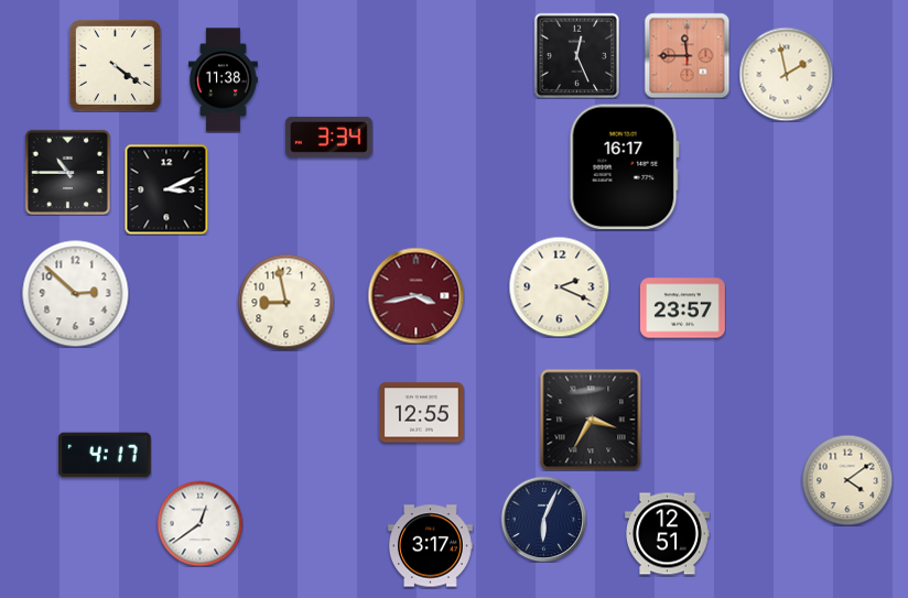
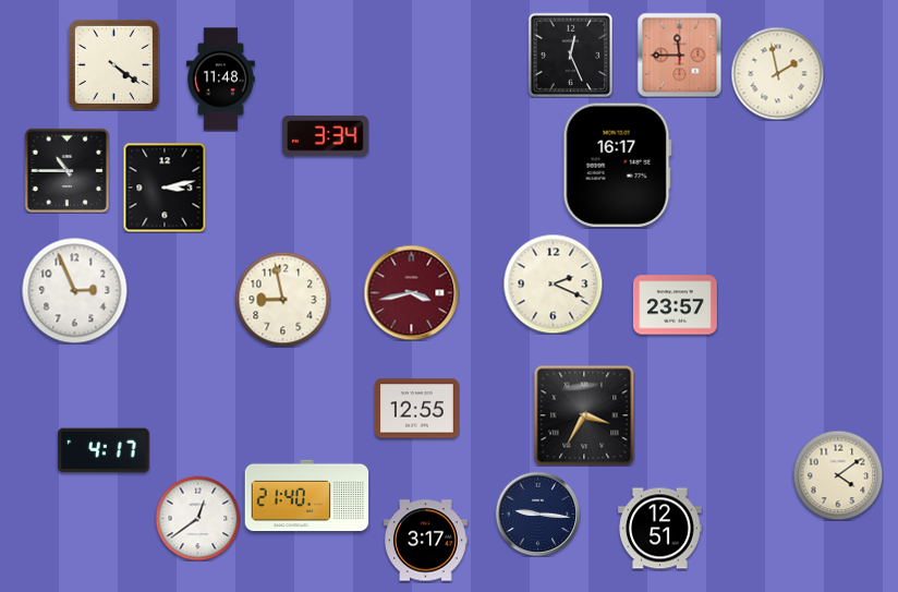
clock at (224, 80): 11:38 -> 11:48
clock at (166, 189): 3:11 -> 3:13
clock at (75, 293): 2:52 -> 2:56
clock at (307, 496): none -> 21:40
clock at (543, 519): 6:04 -> 9:16
